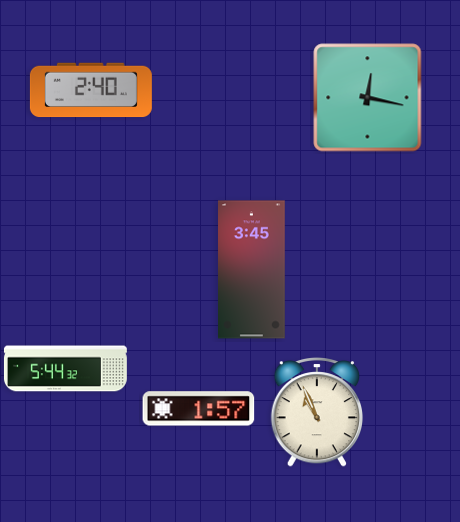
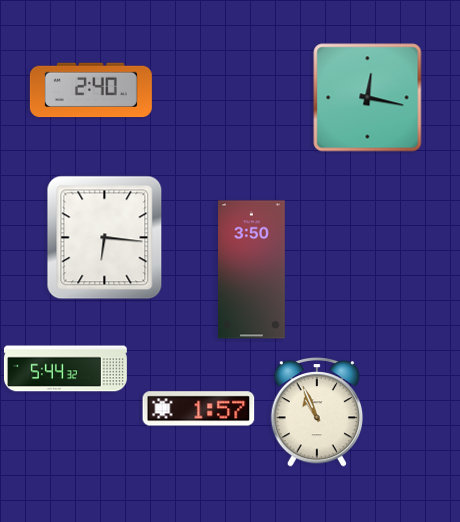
clock at (105, 238): none -> 6:16
clock at (252, 270): 3:45 -> 3:50
